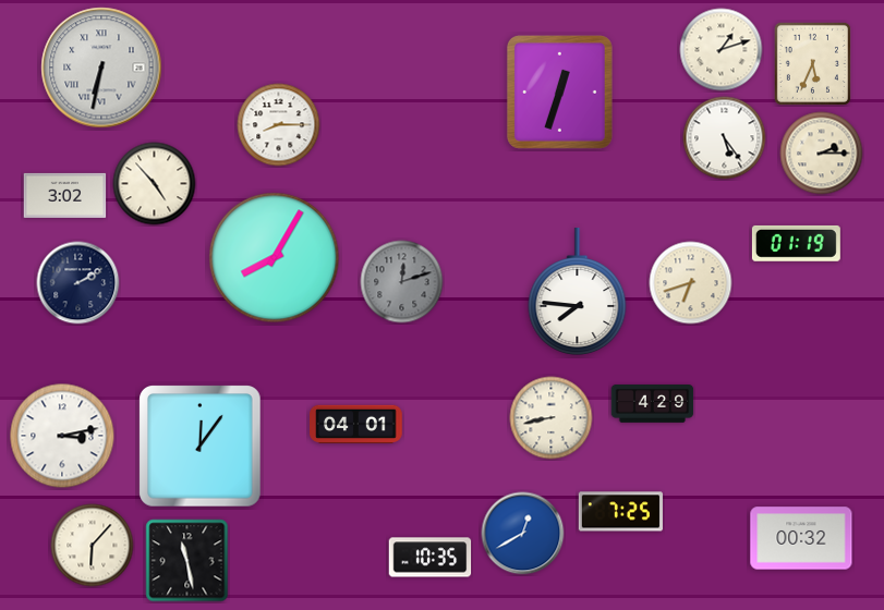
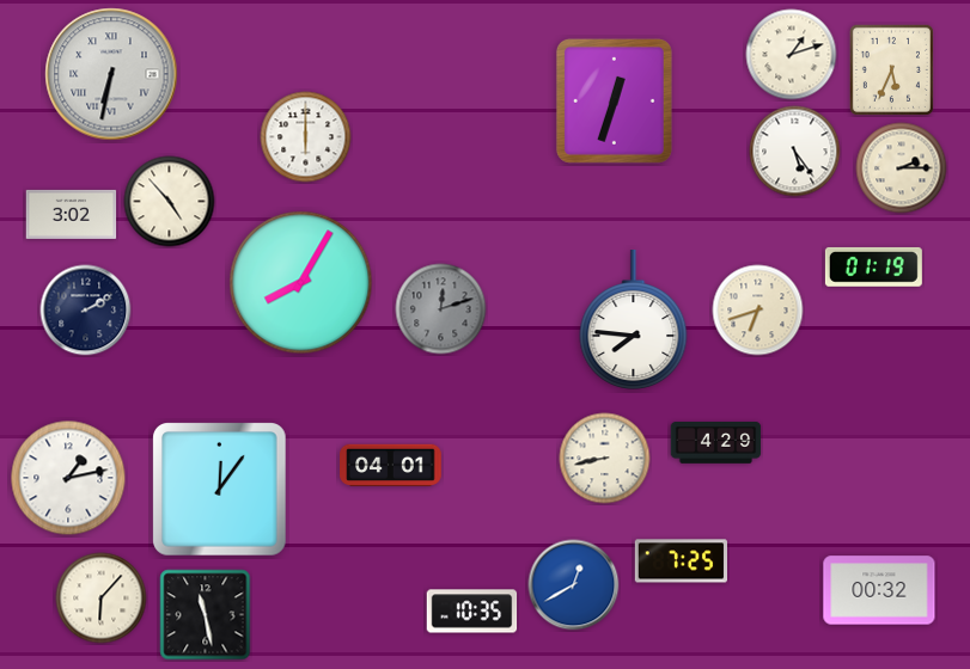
clock at (279, 125): 8:15 -> 6:00
clock at (62, 436): 3:13 -> 1:13
